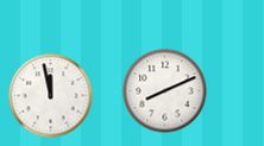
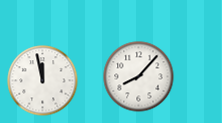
clock at (165, 91): 8:11 -> 8:07
